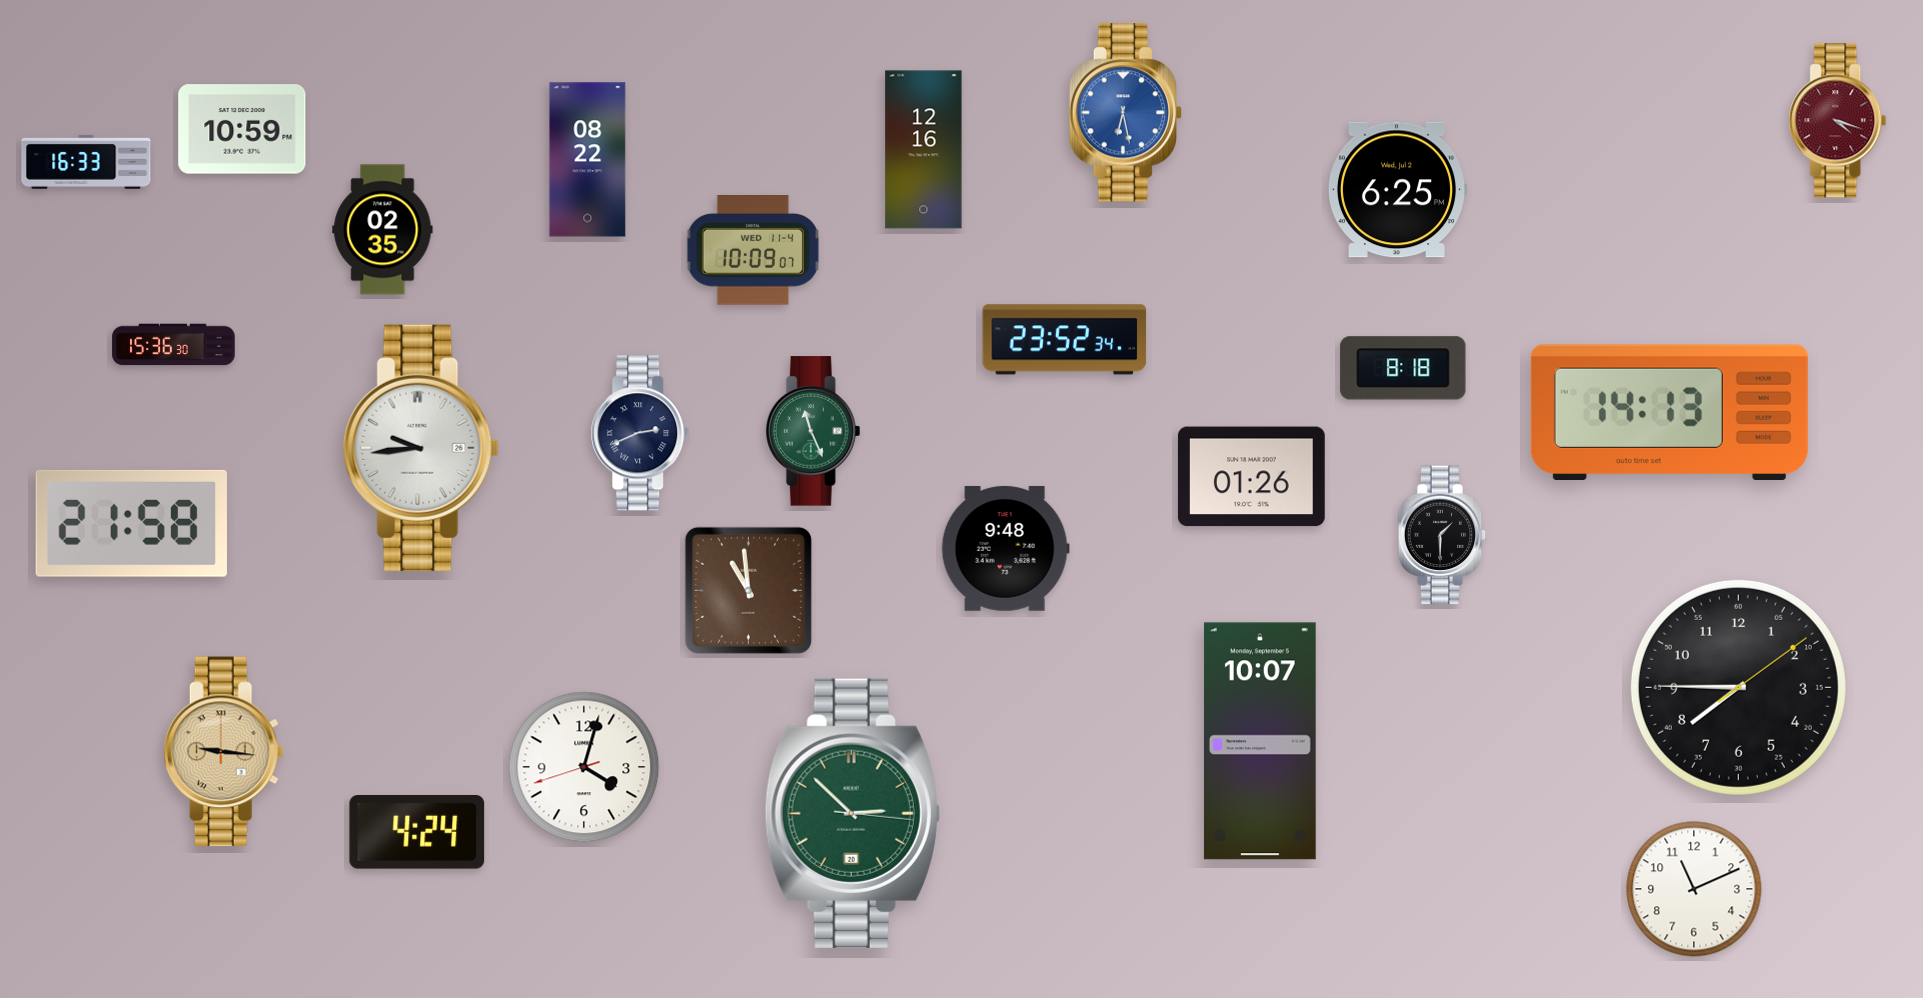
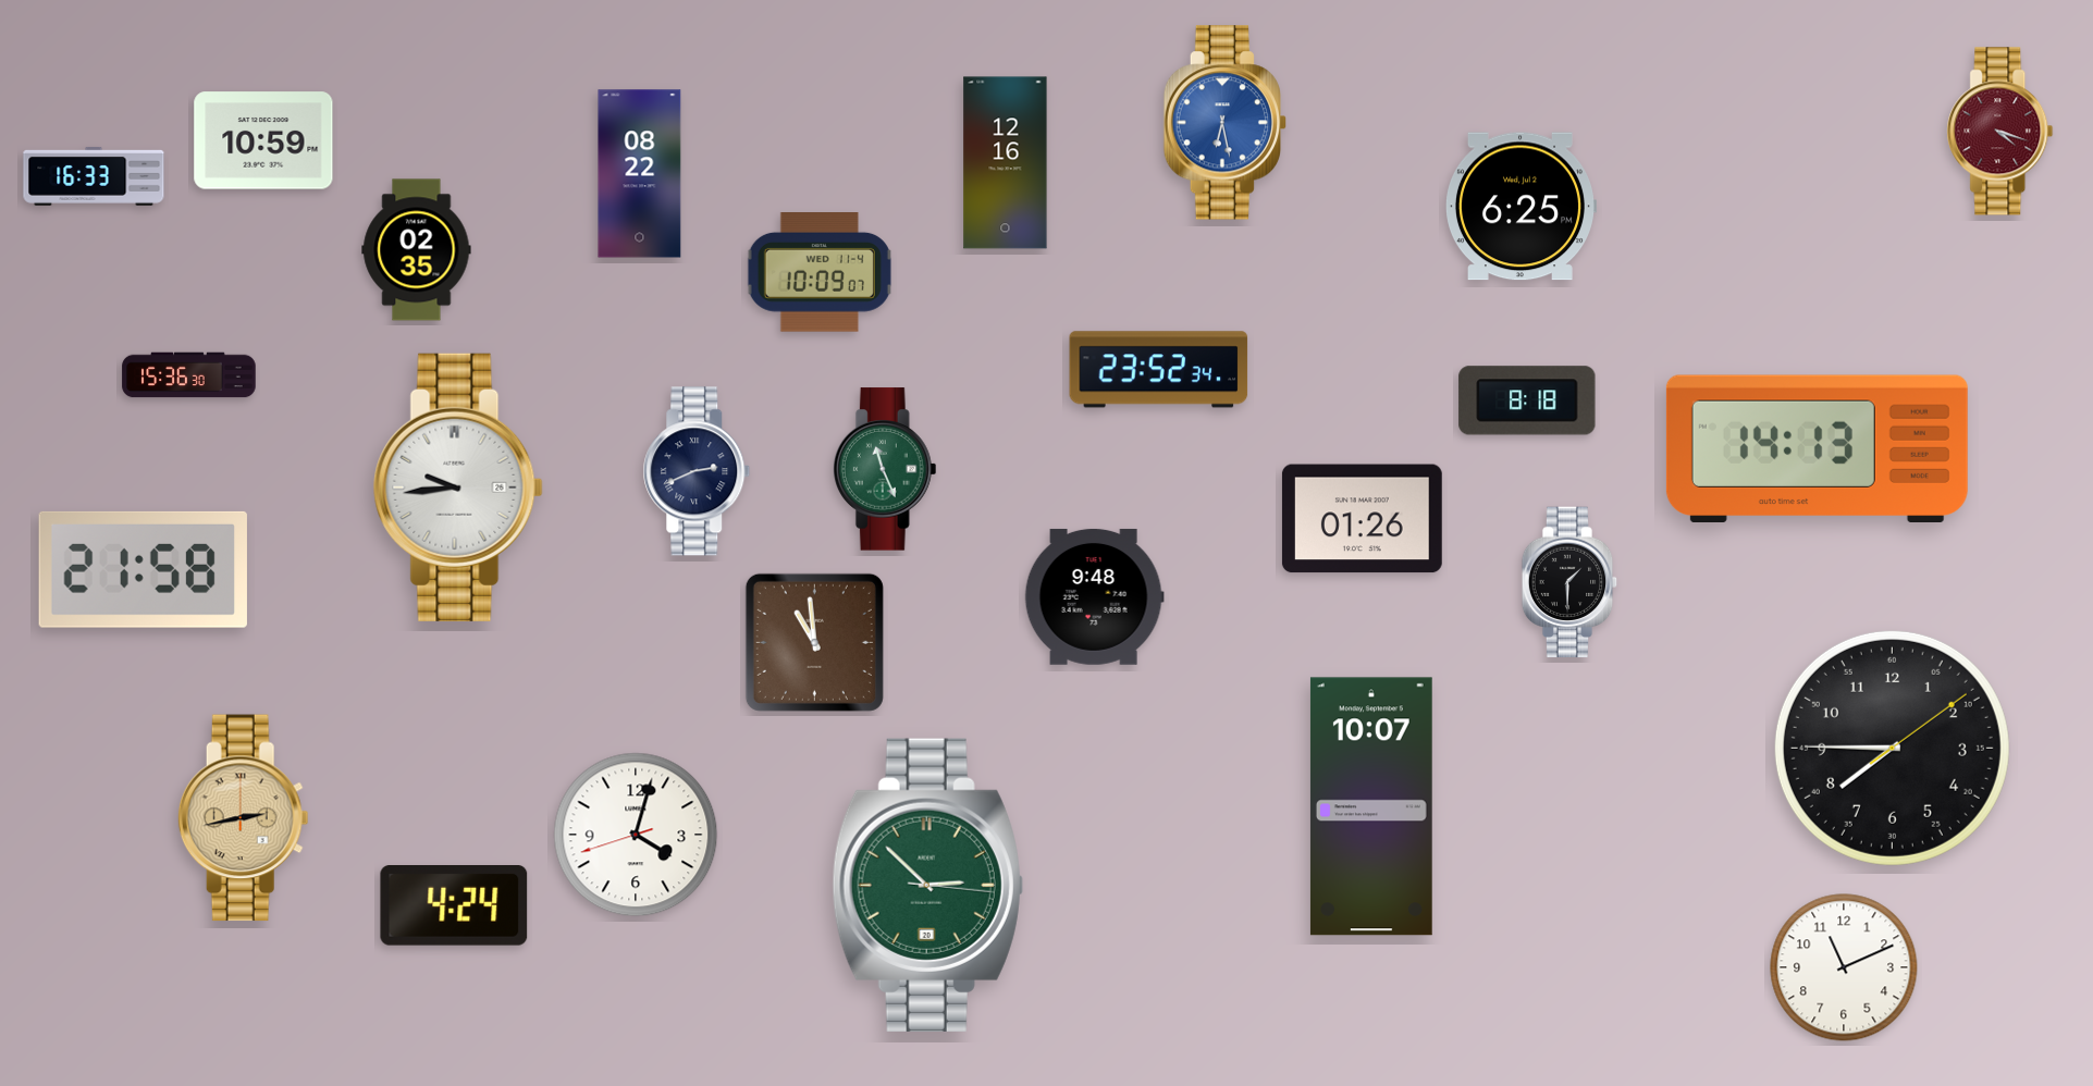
clock at (223, 752): 9:16 -> 2:43
